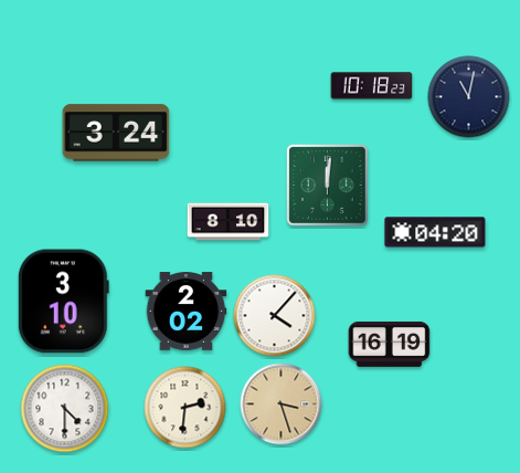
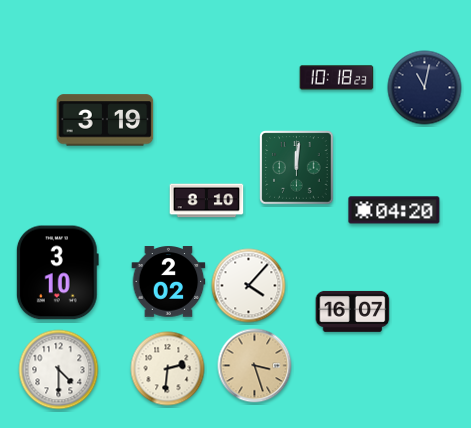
clock at (116, 133): 3:24 -> 3:19
clock at (390, 344): 16:19 -> 16:07
